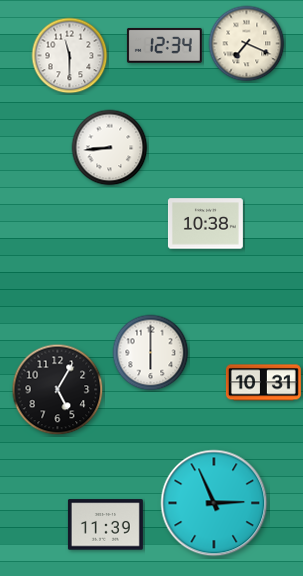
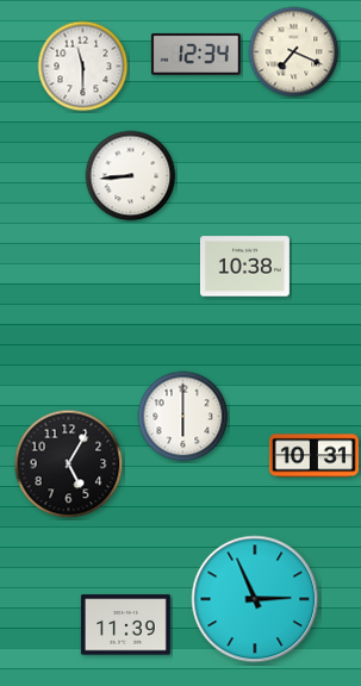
clock at (151, 353) position: (151, 353) -> (183, 417)
